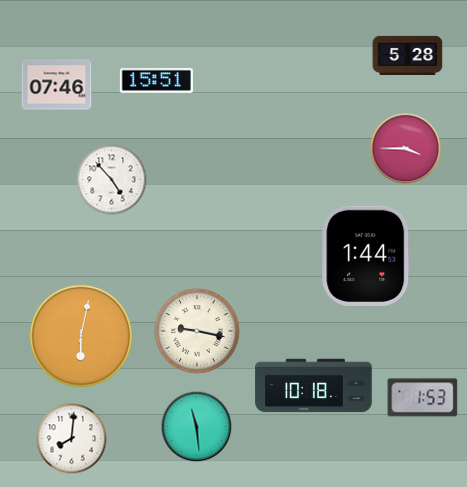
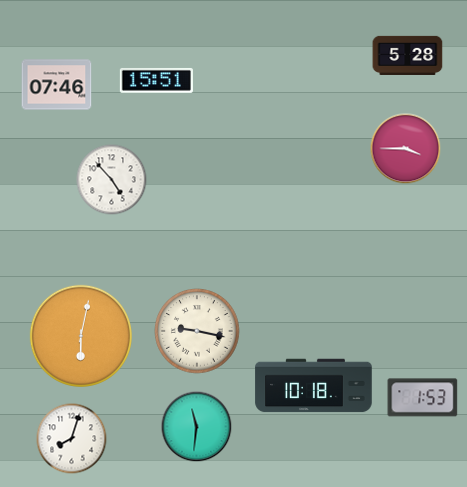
clock at (366, 256): 1:44 -> none
clock at (197, 427): 11:29 -> 11:31
clock at (72, 439): 8:01 -> 8:03
